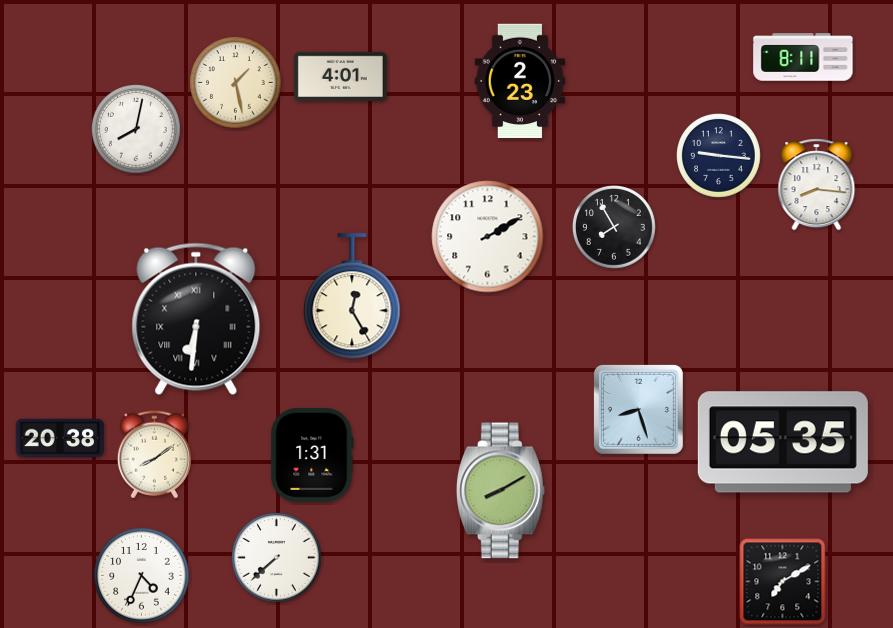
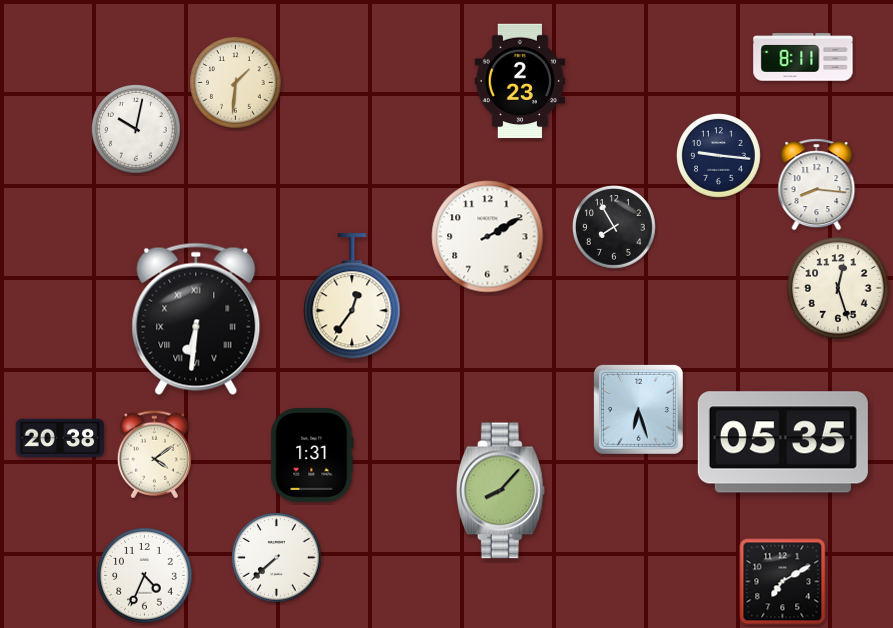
clock at (340, 76): 4:01 -> none
clock at (236, 83): 1:28 -> 1:31
clock at (136, 129): 8:02 -> 10:02
clock at (838, 288): none -> 12:27
clock at (352, 297): 12:25 -> 12:36
clock at (638, 409): 8:27 -> 6:27
clock at (154, 455): 8:09 -> 4:09
clock at (500, 491): 8:10 -> 8:07
clock at (142, 576) position: (142, 576) -> (145, 576)
